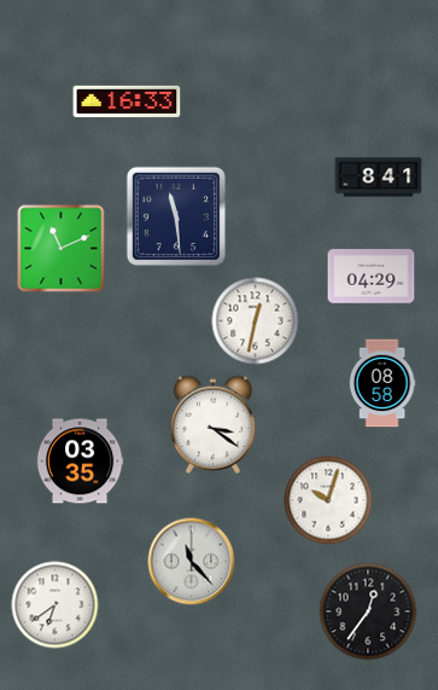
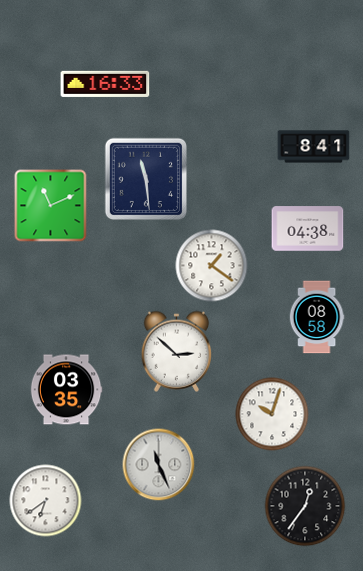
clock at (372, 277): 04:29 -> 04:38
clock at (256, 321): 12:32 -> 1:21
clock at (214, 424): 3:21 -> 2:52
clock at (80, 462) position: (80, 462) -> (66, 390)
clock at (192, 562): 11:23 -> 11:26
